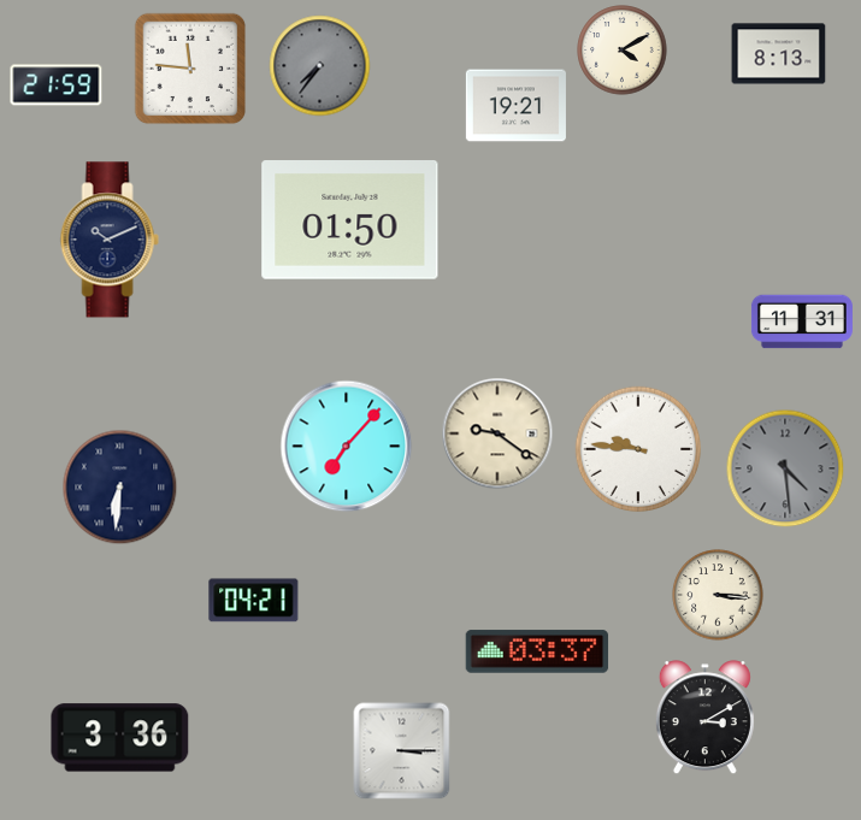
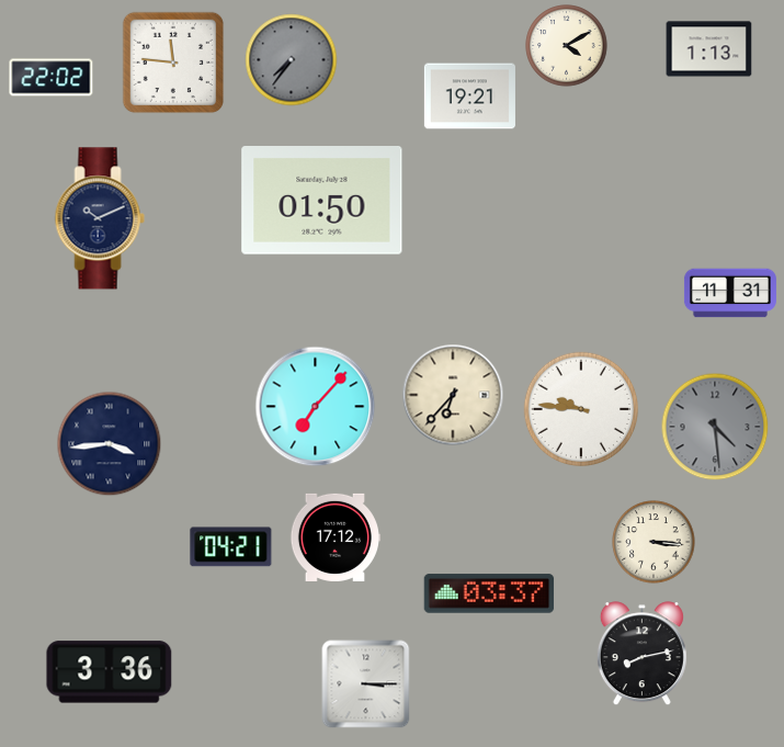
clock at (779, 54): 8:13 -> 1:13
clock at (57, 85): 21:59 -> 22:02
clock at (350, 220) position: (350, 220) -> (322, 201)
clock at (497, 433): 9:21 -> 6:37
clock at (120, 488): 6:31 -> 3:44
clock at (334, 537): none -> 17:12
clock at (704, 718): 3:10 -> 8:13
